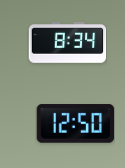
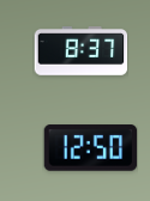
clock at (67, 43): 8:34 -> 8:37
